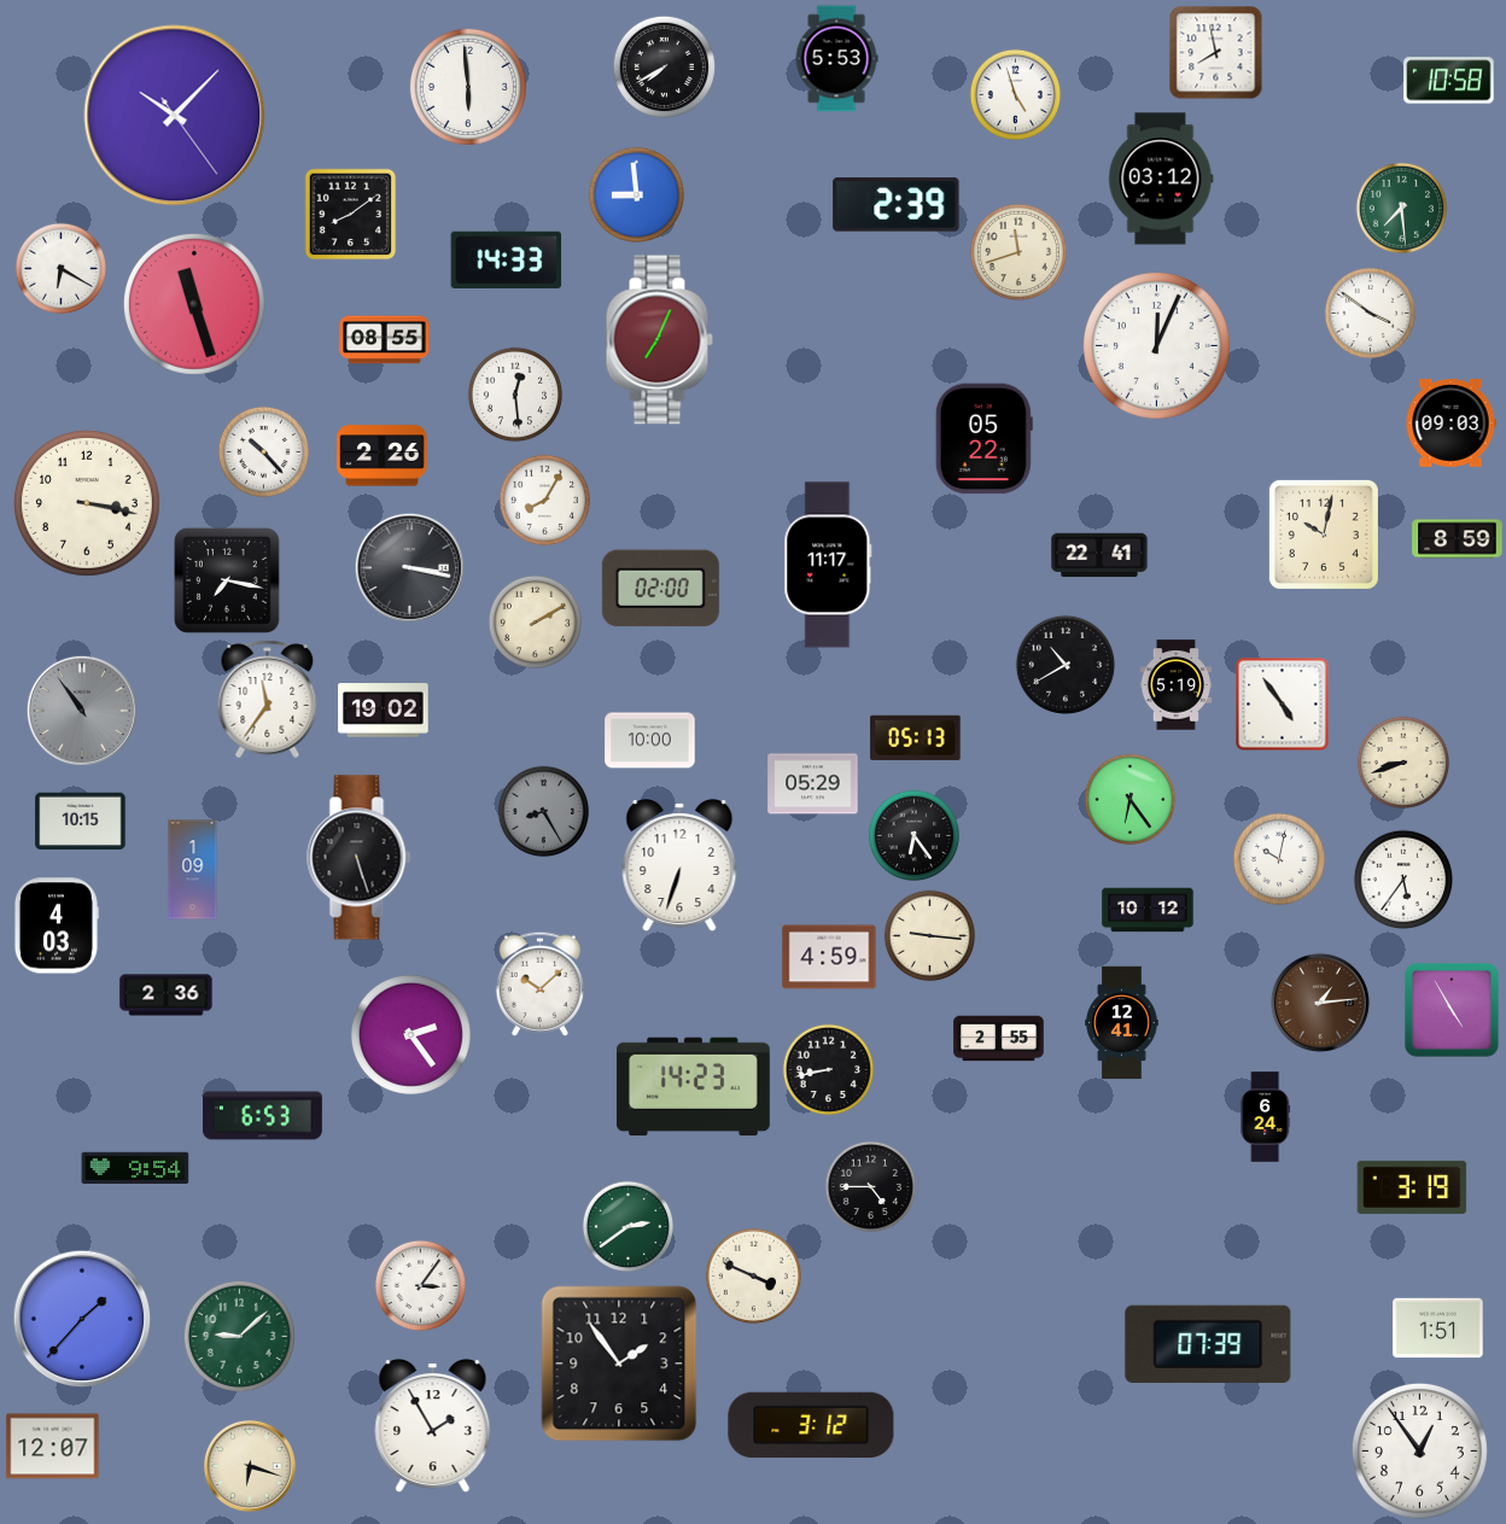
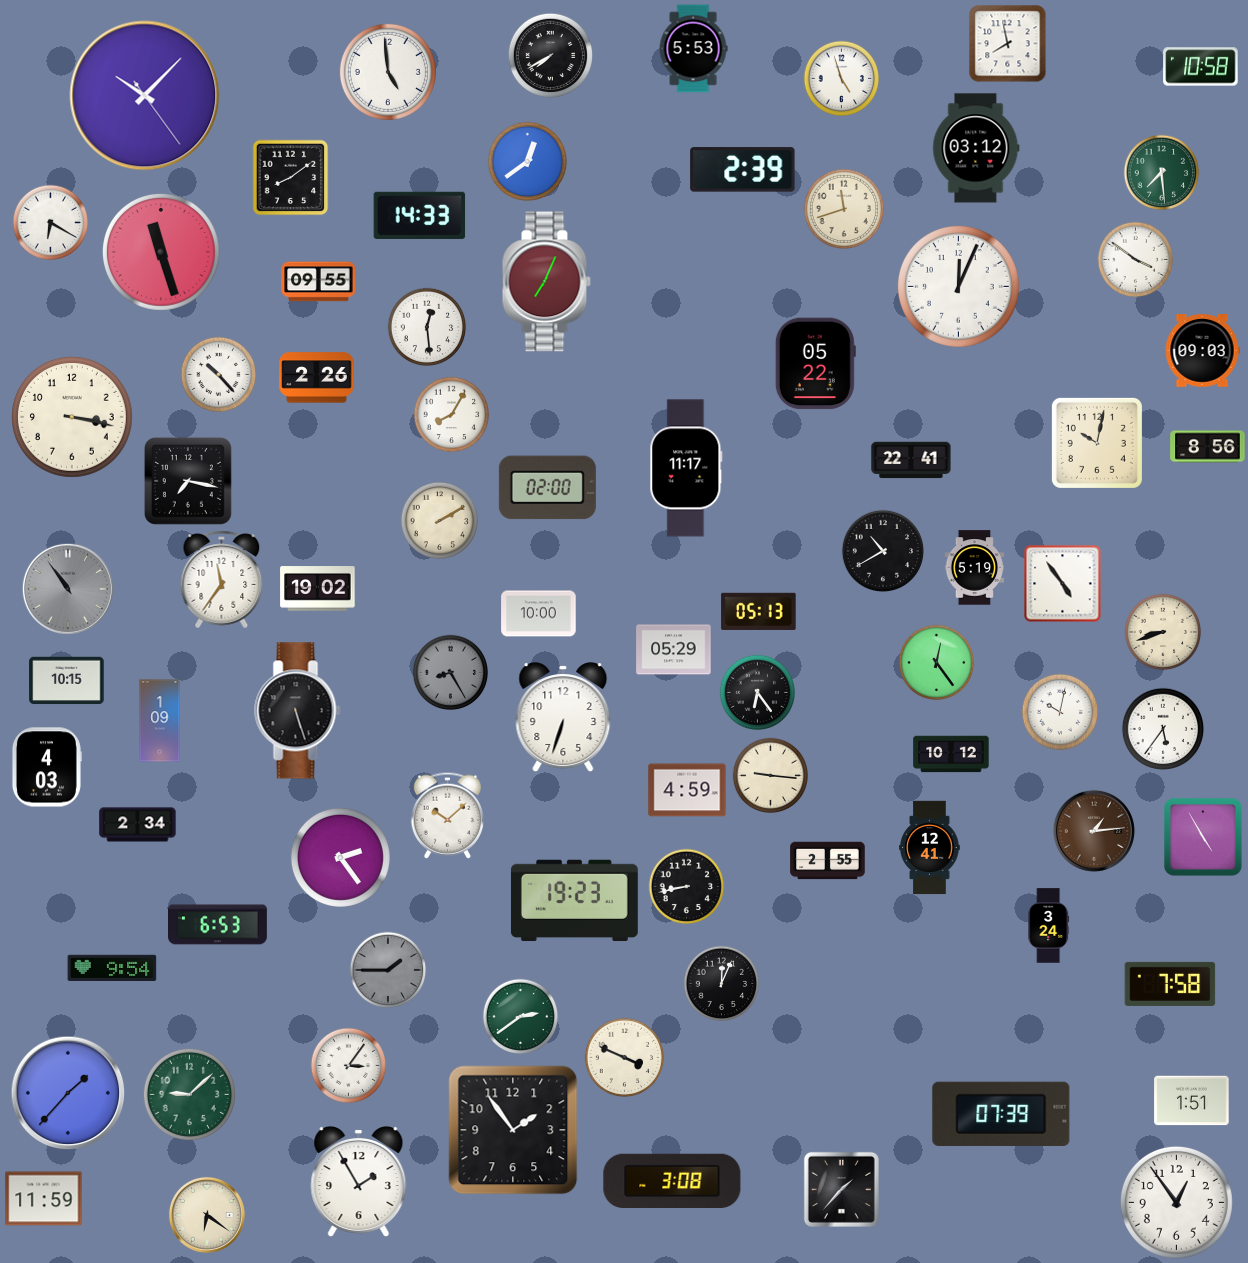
clock at (468, 87): 5:59 -> 4:59
clock at (1161, 179) position: (1161, 179) -> (976, 148)
clock at (637, 195): 8:59 -> 12:39
clock at (385, 340): 08:55 -> 09:55
clock at (1458, 539): 8:59 -> 8:56
clock at (409, 567): 3:17 -> none
clock at (536, 623) position: (536, 623) -> (440, 521)
clock at (1131, 800): 6:24 -> 12:24
clock at (829, 957) position: (829, 957) -> (687, 790)
clock at (167, 995): 2:36 -> 2:34
clock at (693, 1087): 14:23 -> 19:23
clock at (1266, 1117): 6:24 -> 3:24
clock at (388, 970): none -> 1:45
clock at (871, 1187): 4:45 -> 12:04
clock at (1412, 1187): 3:19 -> 7:58
clock at (239, 1336) position: (239, 1336) -> (189, 1094)
clock at (811, 1424): 3:12 -> 3:08
clock at (841, 1189): none -> 1:37
clock at (53, 1447): 12:07 -> 11:59
clock at (250, 1466): 6:18 -> 6:21
